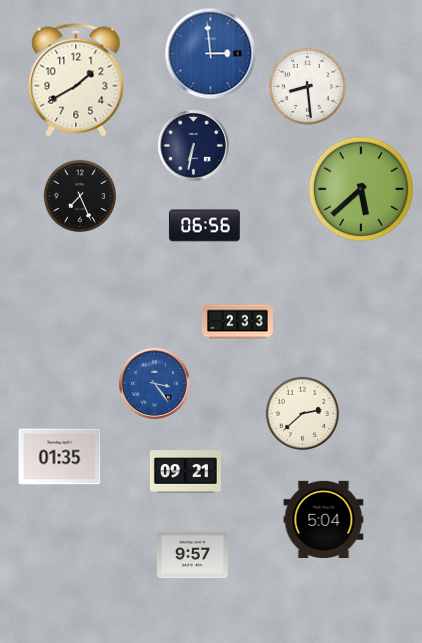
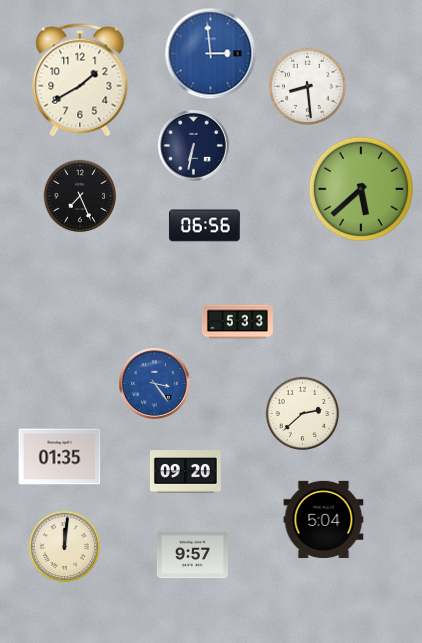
clock at (76, 80) position: (76, 80) -> (80, 80)
clock at (237, 322): 2:33 -> 5:33
clock at (185, 472): 09:21 -> 09:20
clock at (65, 547): none -> 12:01
